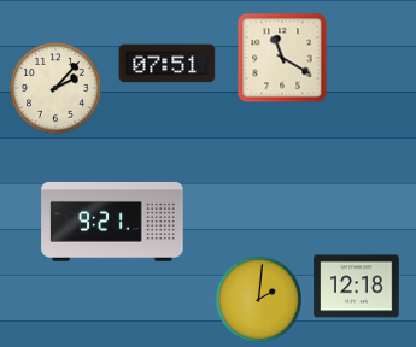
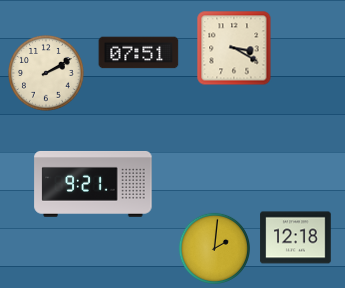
clock at (282, 58): 11:20 -> 3:20
clock at (57, 89): 2:07 -> 2:10
